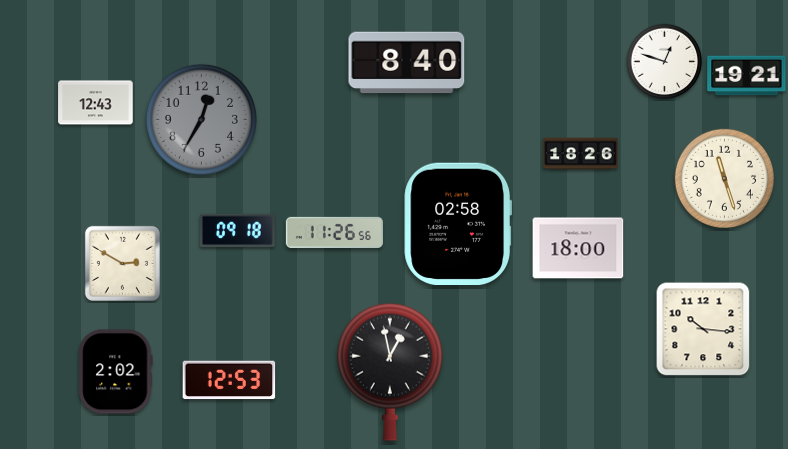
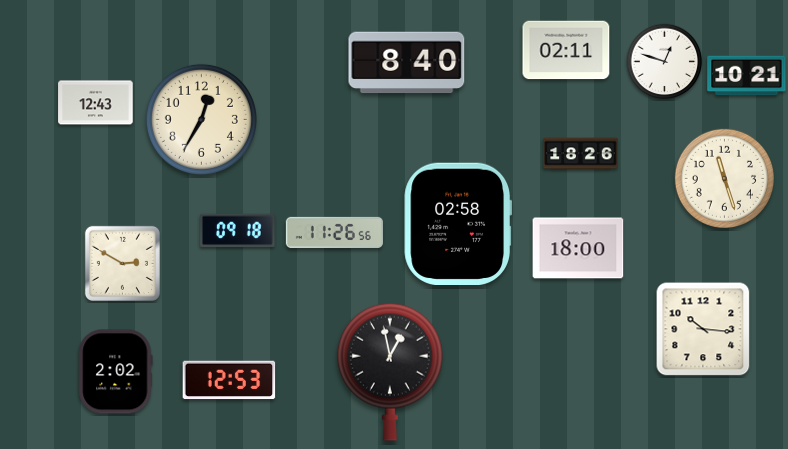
clock at (566, 50): none -> 02:11
clock at (747, 76): 19:21 -> 10:21
clock at (201, 119) dial: grey -> cream
